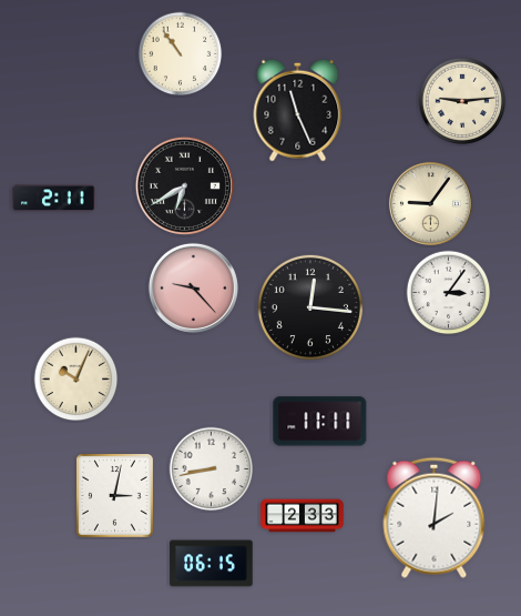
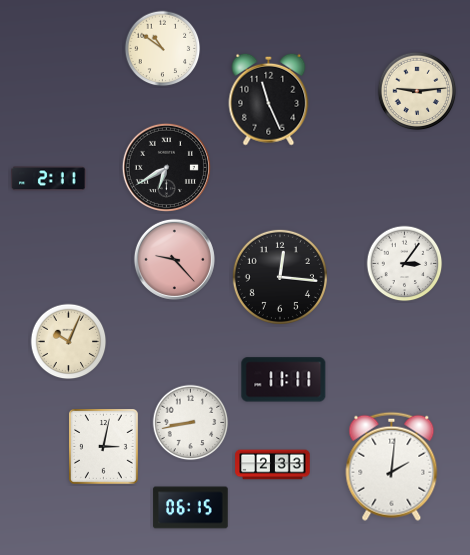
clock at (181, 54): 10:54 -> 10:51
clock at (430, 203): 9:06 -> none
clock at (320, 422) position: (320, 422) -> (284, 380)
